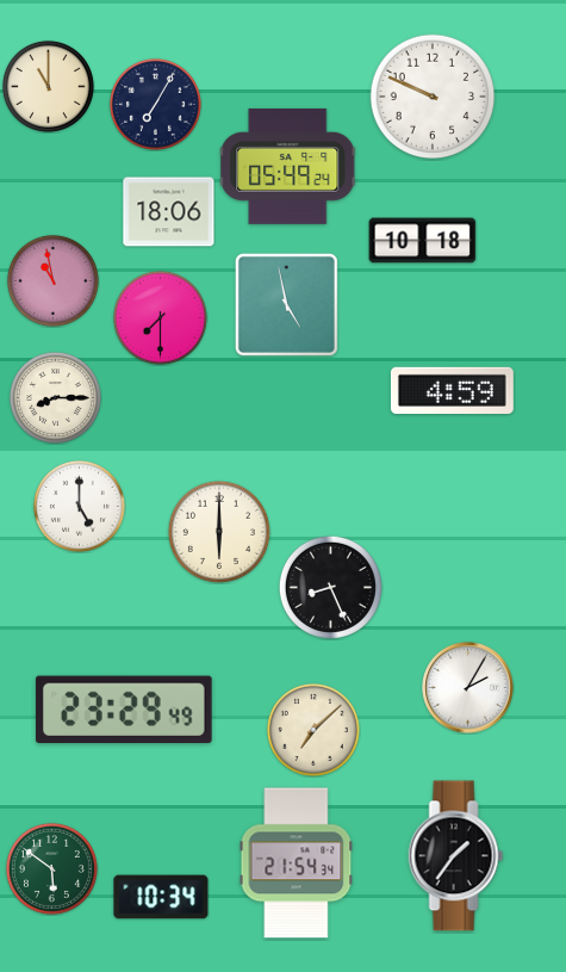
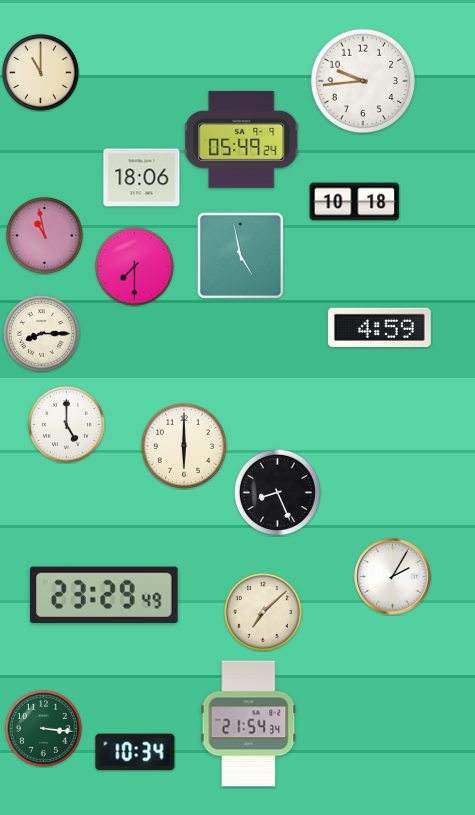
clock at (433, 97): 9:49 -> 9:44
clock at (155, 104): 7:05 -> none
clock at (55, 397) position: (55, 397) -> (41, 333)
clock at (456, 856): 1:36 -> none
clock at (51, 868): 5:51 -> 3:16
